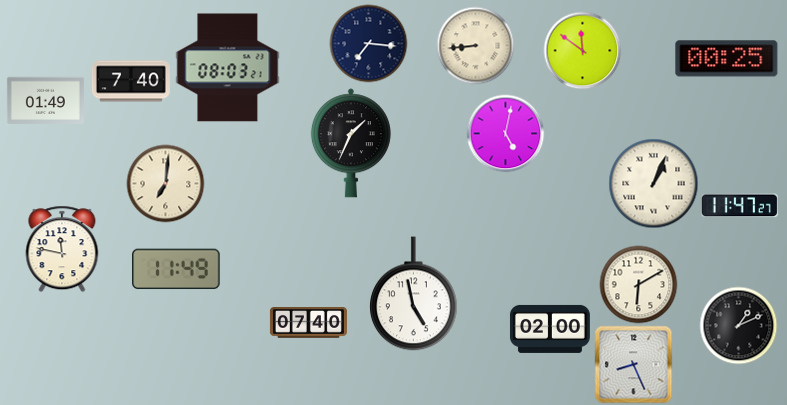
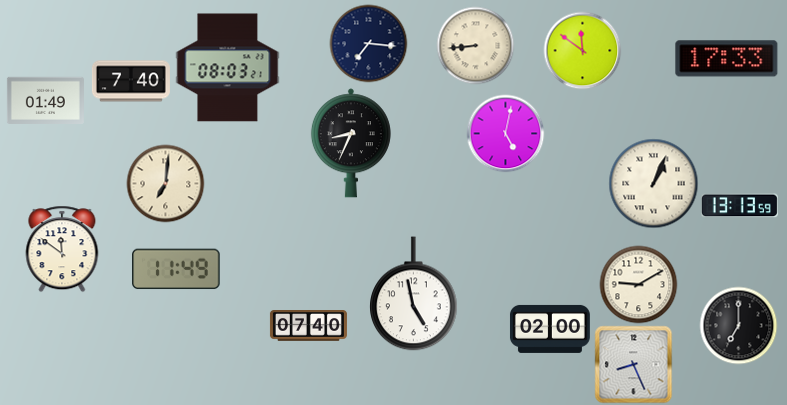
clock at (727, 59): 00:25 -> 17:33
clock at (351, 143): 1:34 -> 8:34
clock at (739, 206): 11:47 -> 13:13
clock at (62, 249): 11:47 -> 11:51
clock at (638, 284): 6:10 -> 9:10
clock at (308, 323) position: (308, 323) -> (308, 326)
clock at (738, 325): 1:11 -> 7:00
